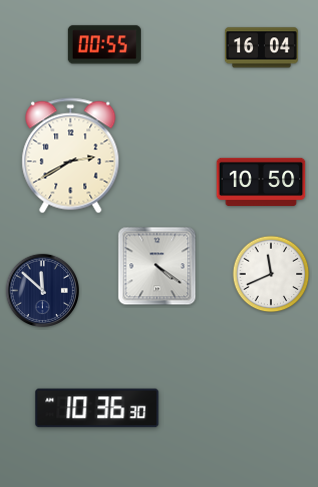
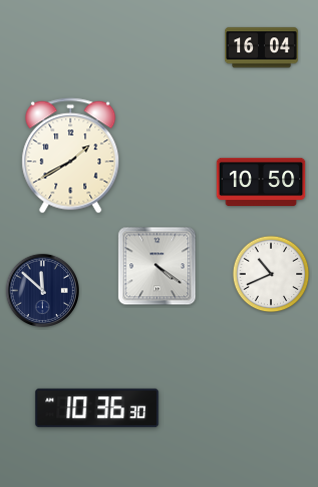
clock at (104, 45): 00:55 -> none
clock at (71, 156): 2:40 -> 1:40
clock at (271, 274): 11:41 -> 10:41
